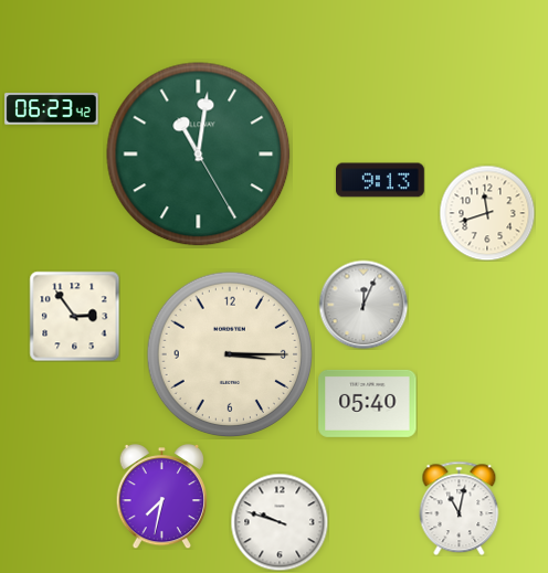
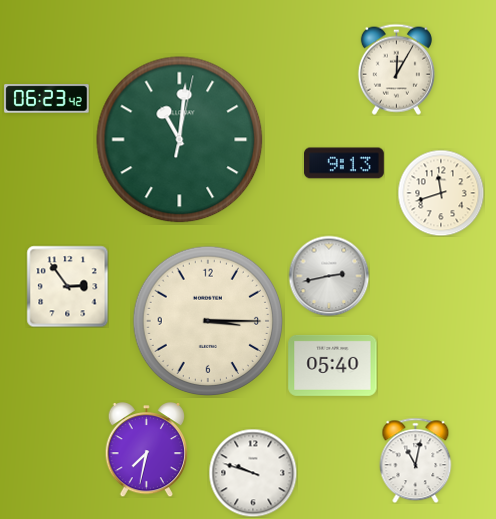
clock at (396, 69): none -> 12:05
clock at (199, 155): 11:01:25 -> 11:01:02
clock at (363, 305): 12:04 -> 2:43
